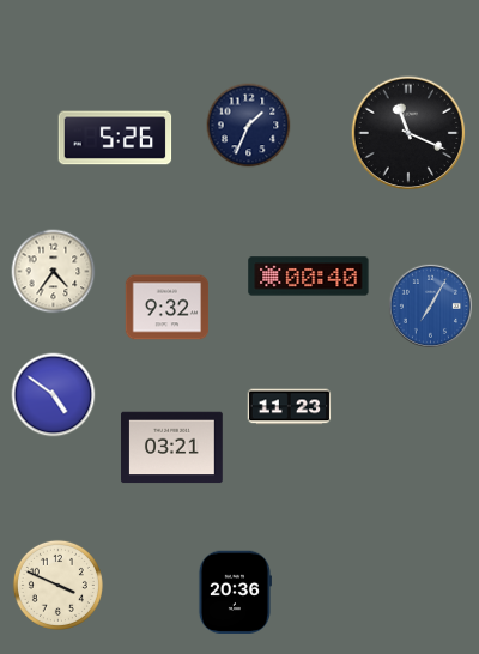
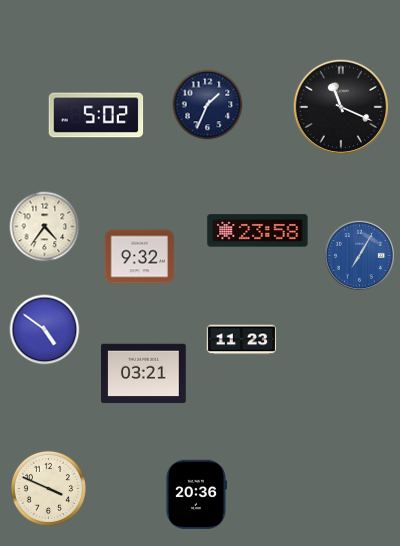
clock at (408, 133) position: (408, 133) -> (341, 107)
clock at (115, 138): 5:26 -> 5:02
clock at (309, 277): 00:40 -> 23:58
